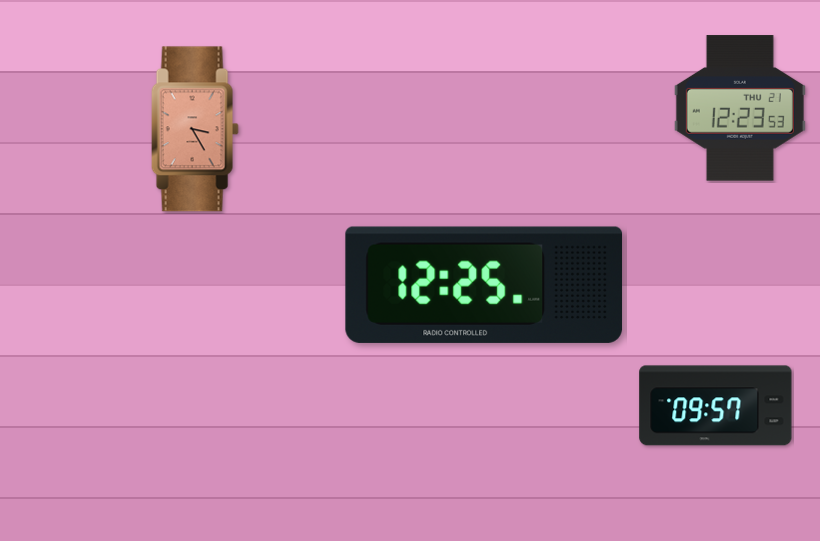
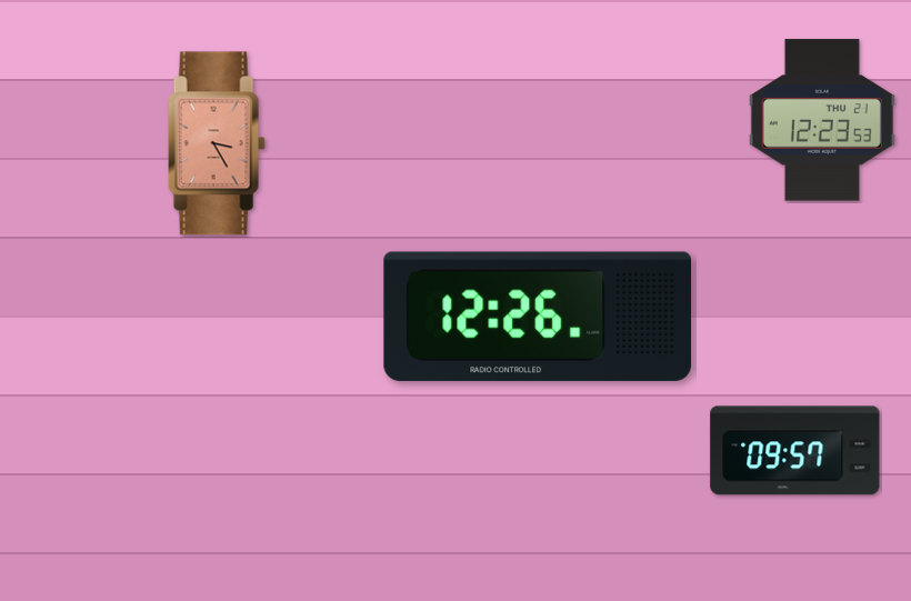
clock at (484, 285): 12:25 -> 12:26
